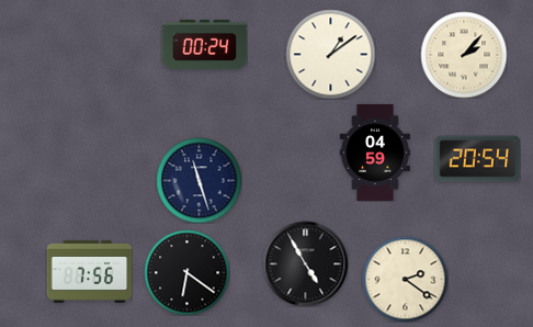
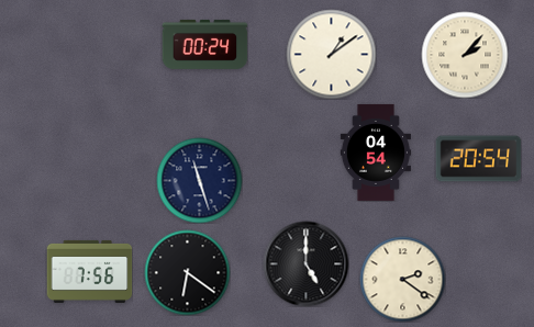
clock at (375, 153): 04:59 -> 04:54
clock at (305, 263): 4:55 -> 5:00
clock at (405, 279) position: (405, 279) -> (402, 279)
